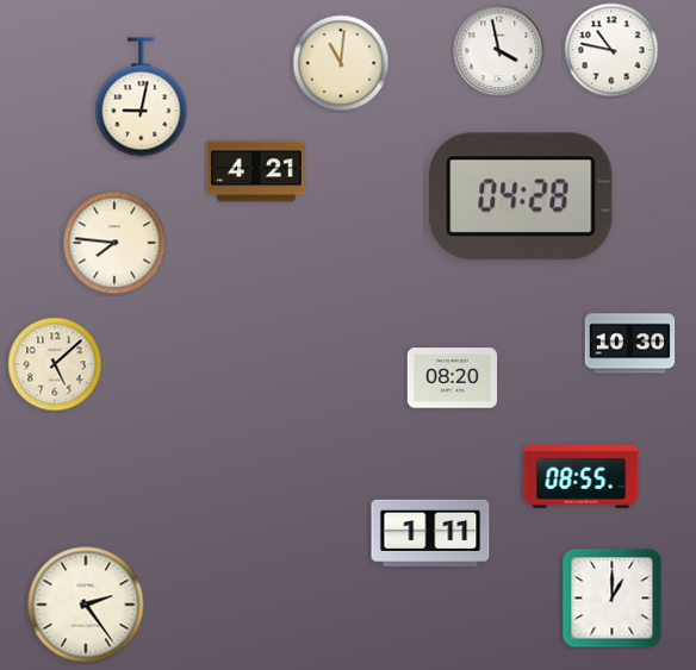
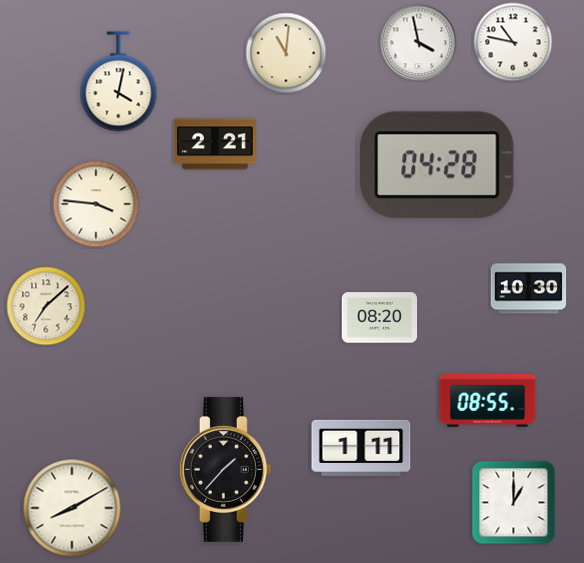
clock at (142, 98): 9:02 -> 4:02
clock at (256, 171): 4:21 -> 2:21
clock at (114, 243): 7:46 -> 3:46
clock at (55, 364): 5:08 -> 7:08
clock at (225, 469): none -> 1:37
clock at (86, 605): 2:24 -> 8:10
